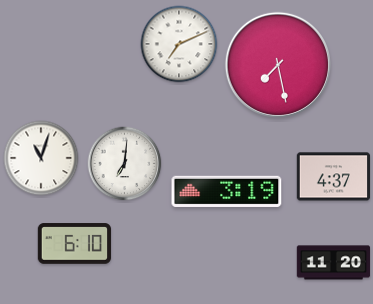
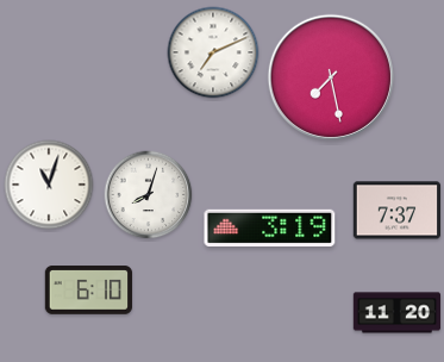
clock at (41, 158) position: (41, 158) -> (49, 185)
clock at (125, 164): 7:01 -> 8:03
clock at (334, 177): 4:37 -> 7:37
